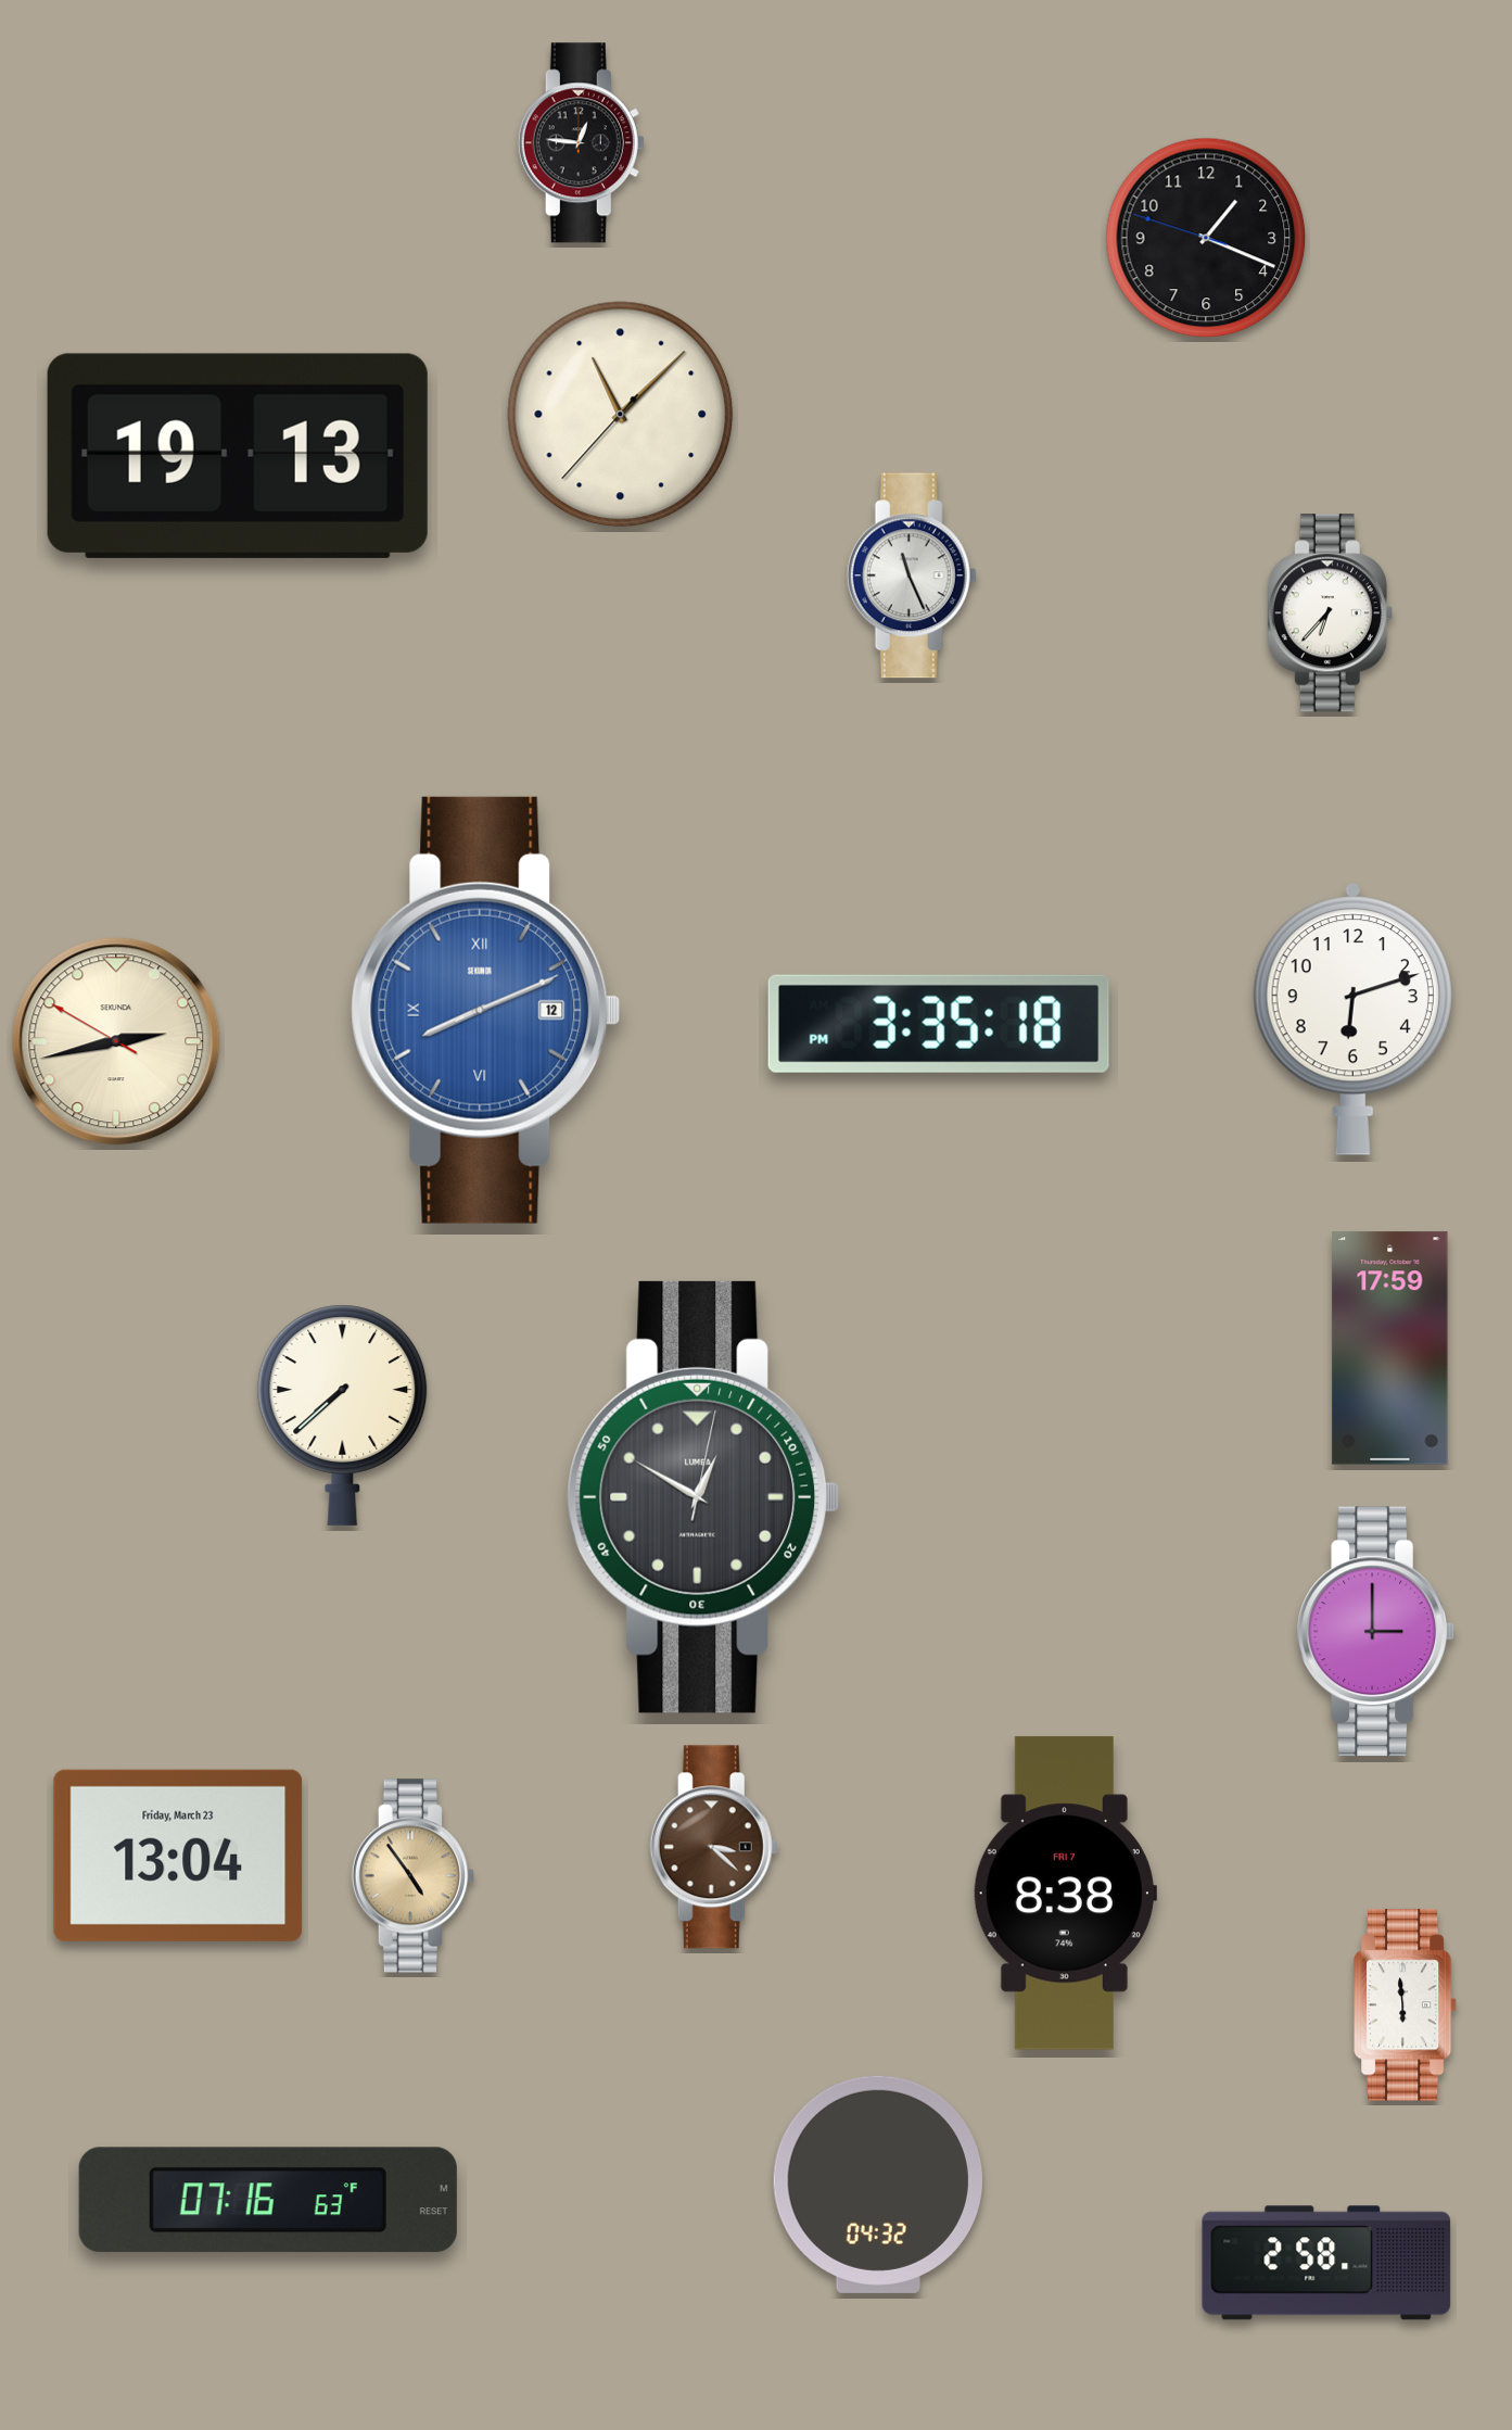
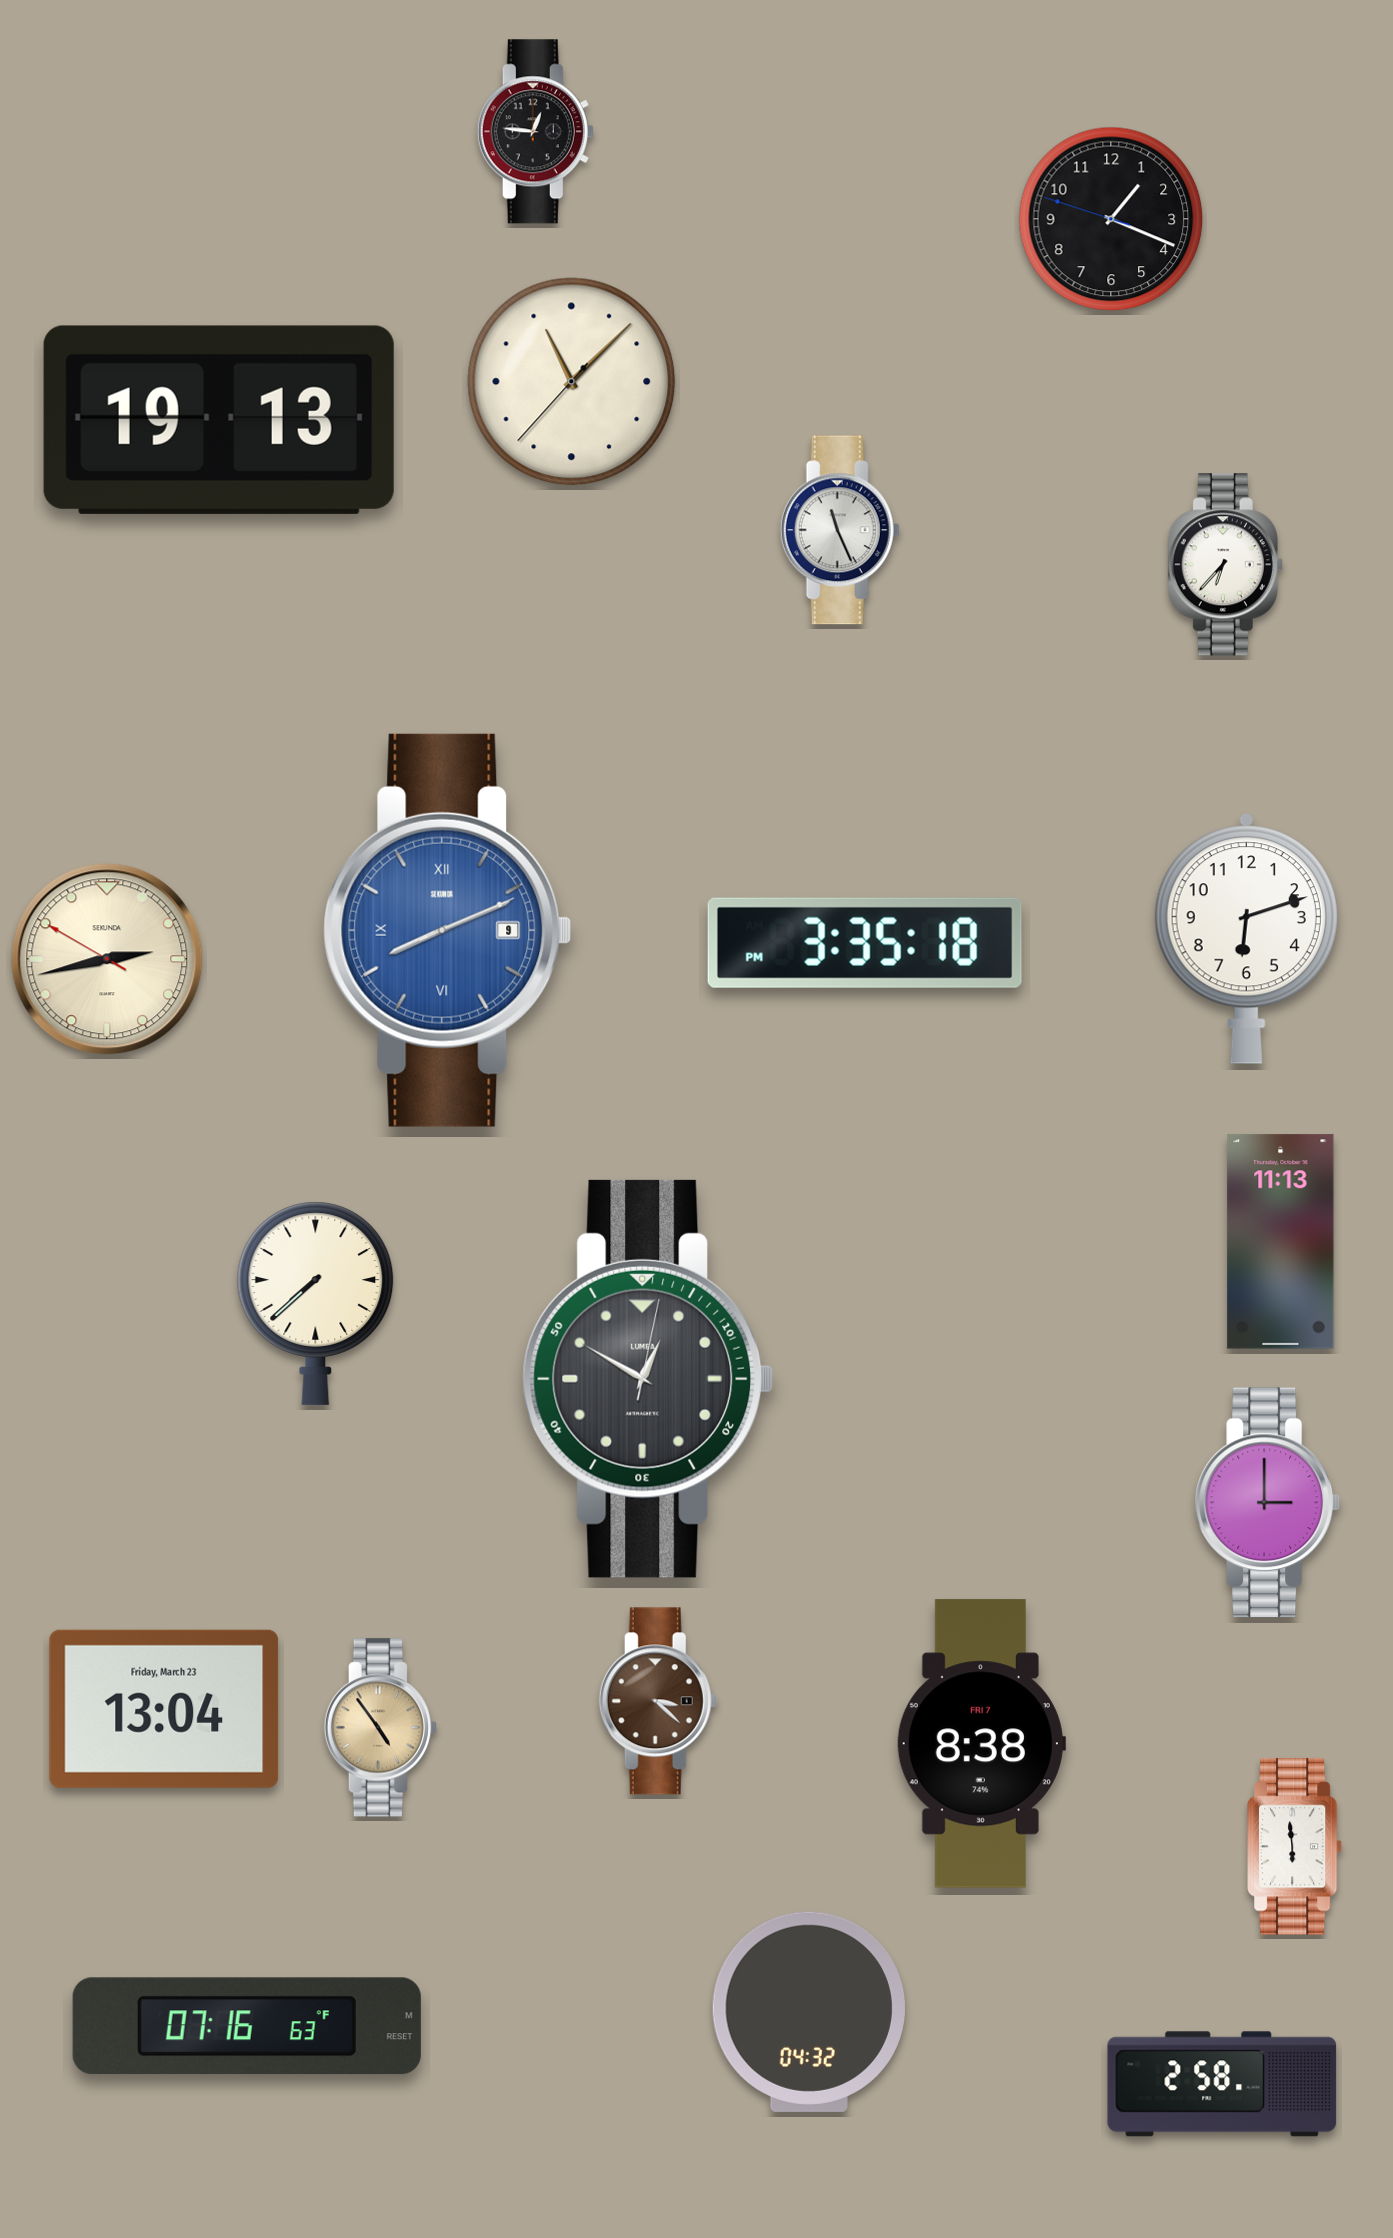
clock at (486, 1010) date: 12 -> 9
clock at (1390, 1349): 17:59 -> 11:13
